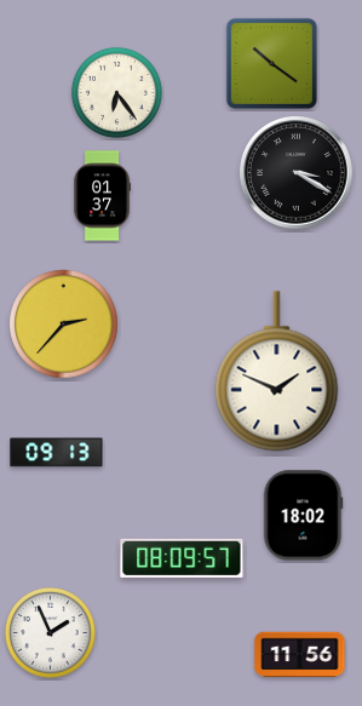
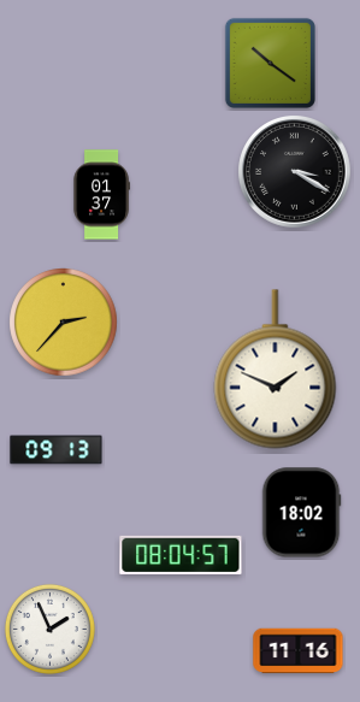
clock at (116, 92): 6:24 -> none
clock at (182, 558): 08:09 -> 08:04
clock at (300, 655): 11:56 -> 11:16
